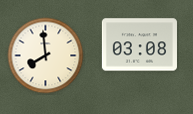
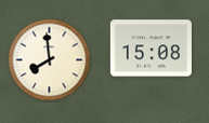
clock at (139, 45): 03:08 -> 15:08
